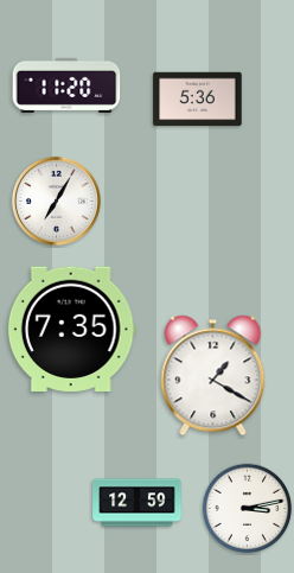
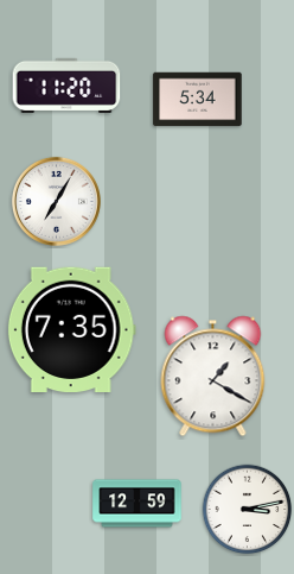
clock at (198, 100): 5:36 -> 5:34
